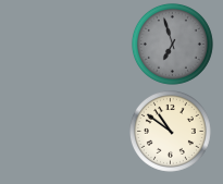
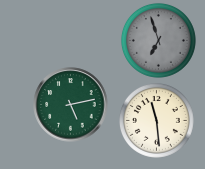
clock at (71, 105): none -> 5:13
clock at (170, 131): 10:51 -> 11:29
